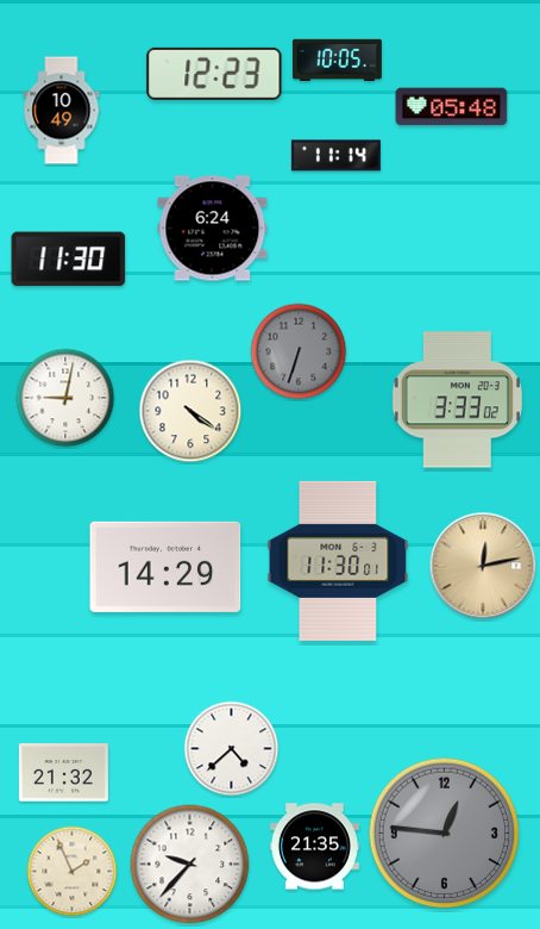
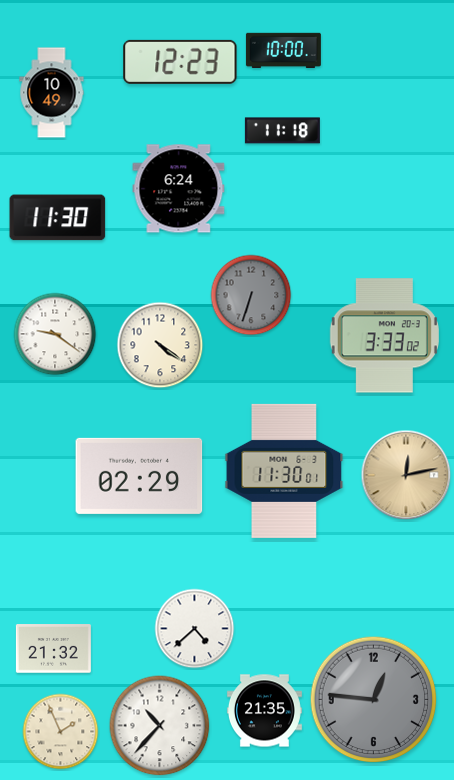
clock at (337, 60): 10:05 -> 10:00
clock at (452, 107): 05:48 -> none
clock at (335, 156): 11:14 -> 11:18
clock at (213, 229) position: (213, 229) -> (179, 189)
clock at (65, 398): 9:02 -> 9:21
clock at (165, 567): 14:29 -> 02:29
clock at (190, 865): 9:37 -> 10:37
